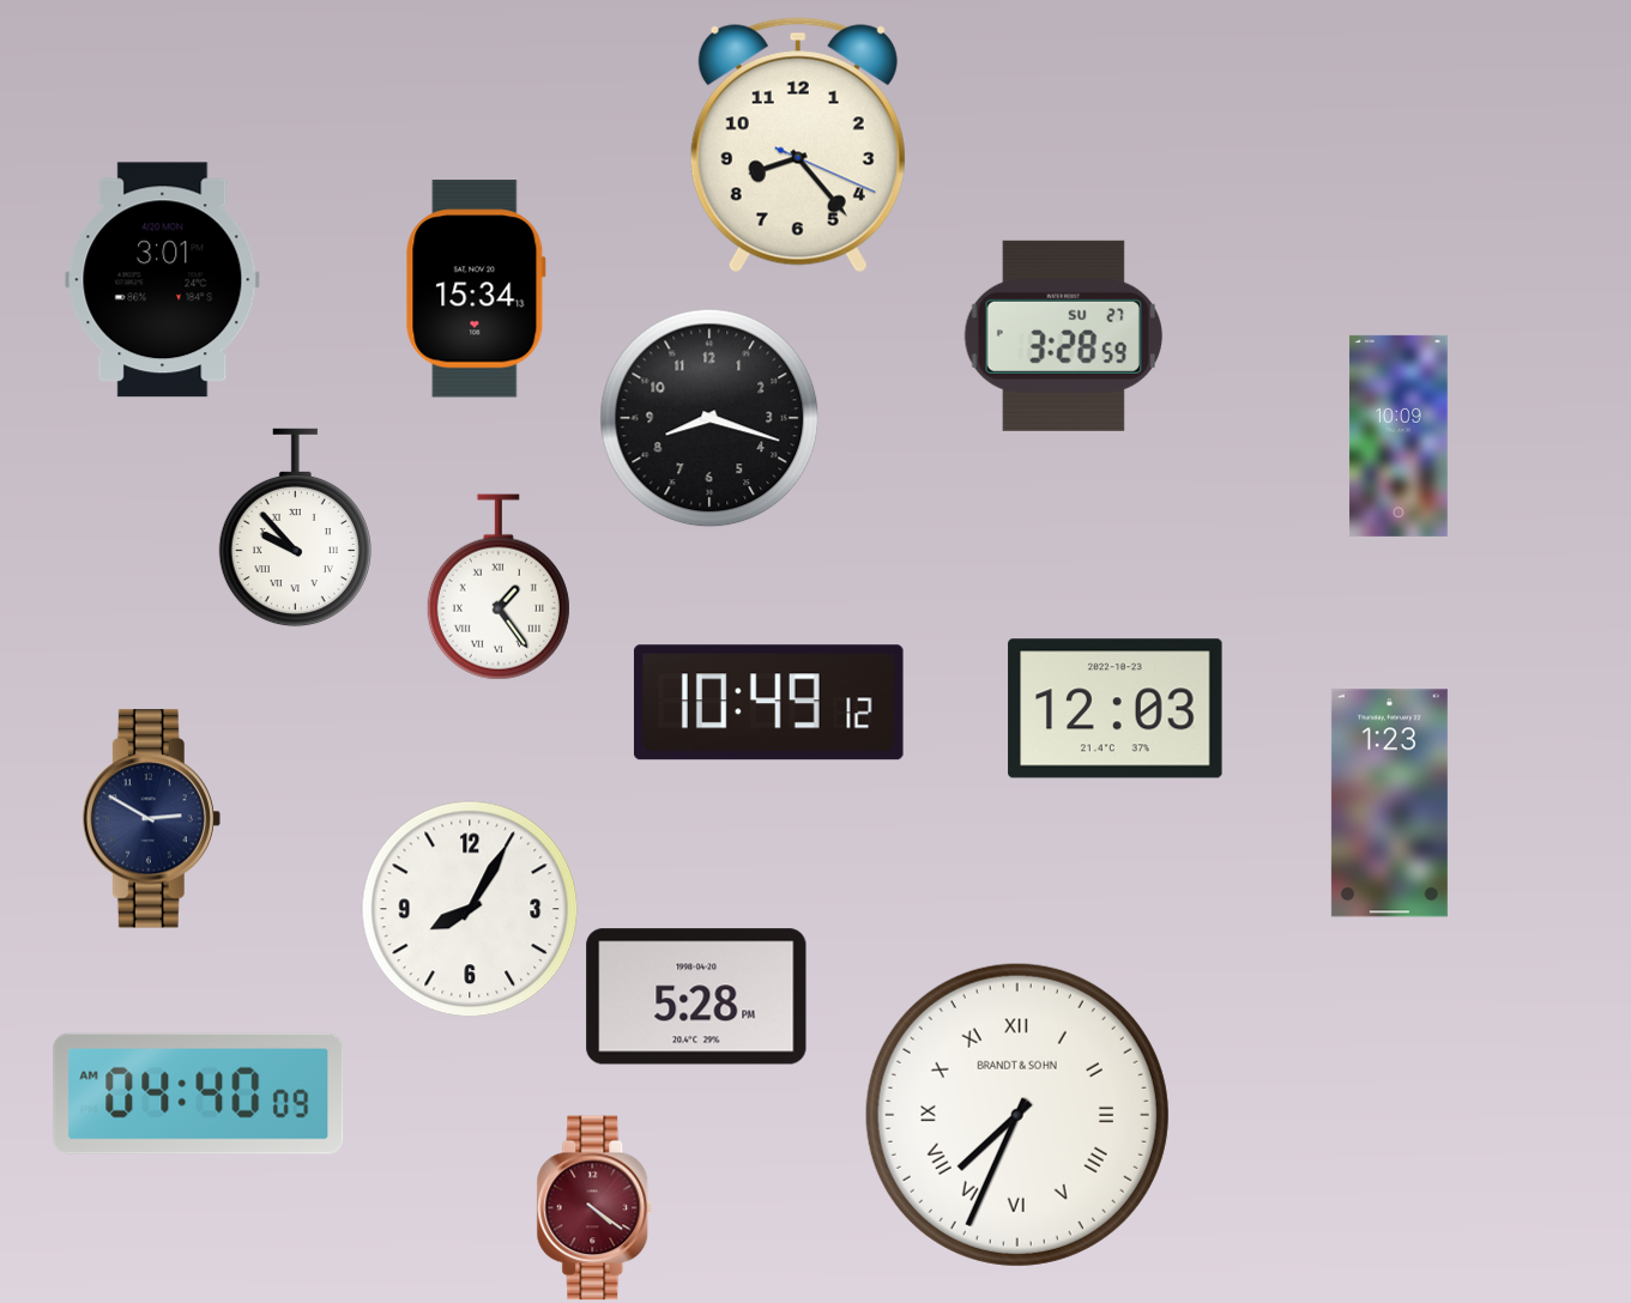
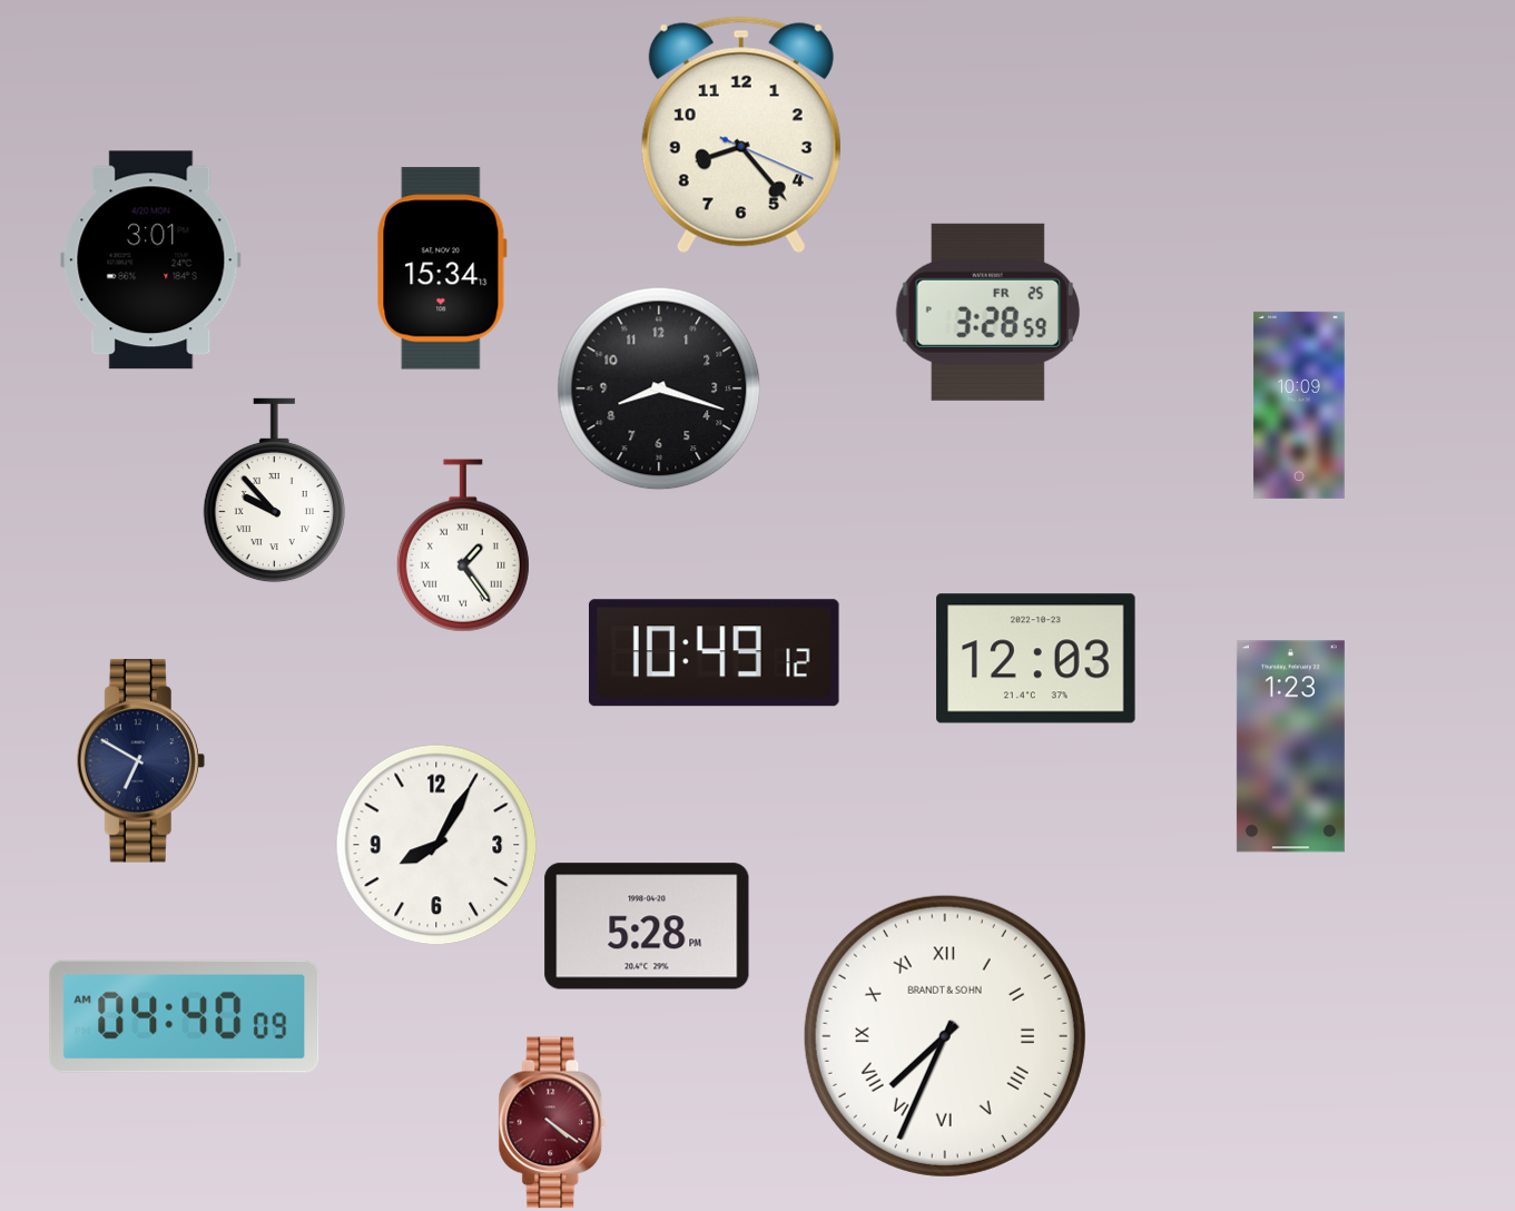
clock at (1063, 335) date: SU 27 -> FR 25
clock at (151, 819): 2:50 -> 6:50
